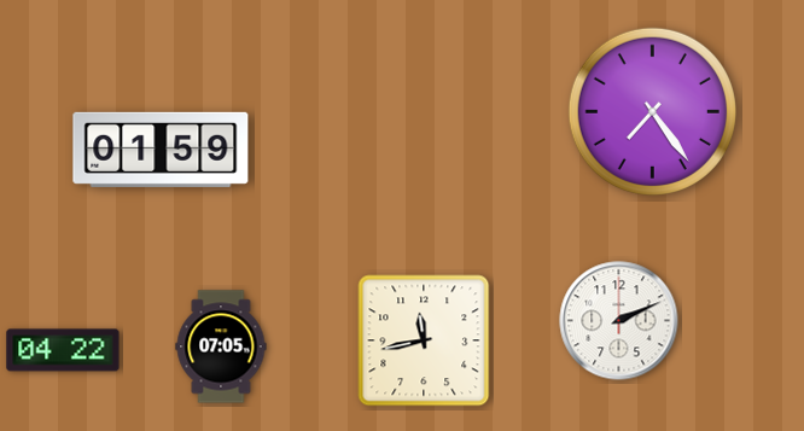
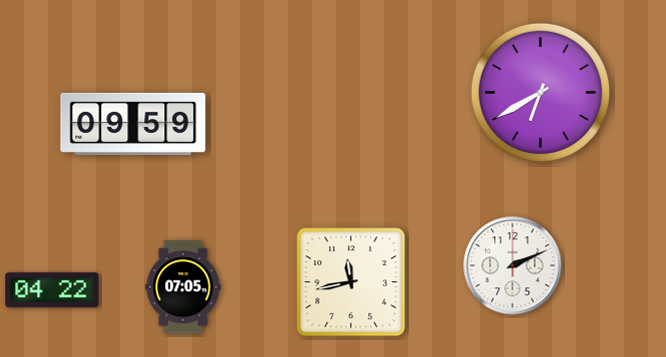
clock at (652, 111): 7:24 -> 6:40
clock at (161, 150): 01:59 -> 09:59
